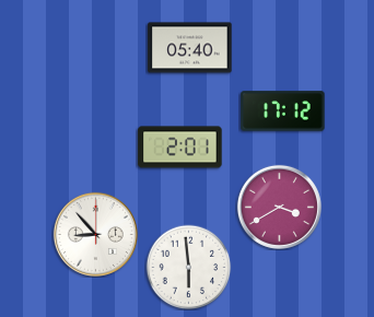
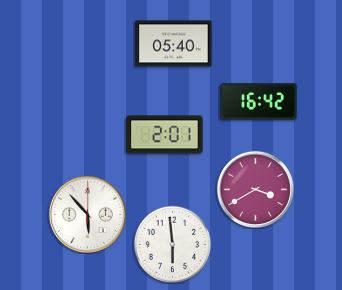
clock at (283, 111): 17:12 -> 16:42
clock at (95, 234): 8:53 -> 5:53
